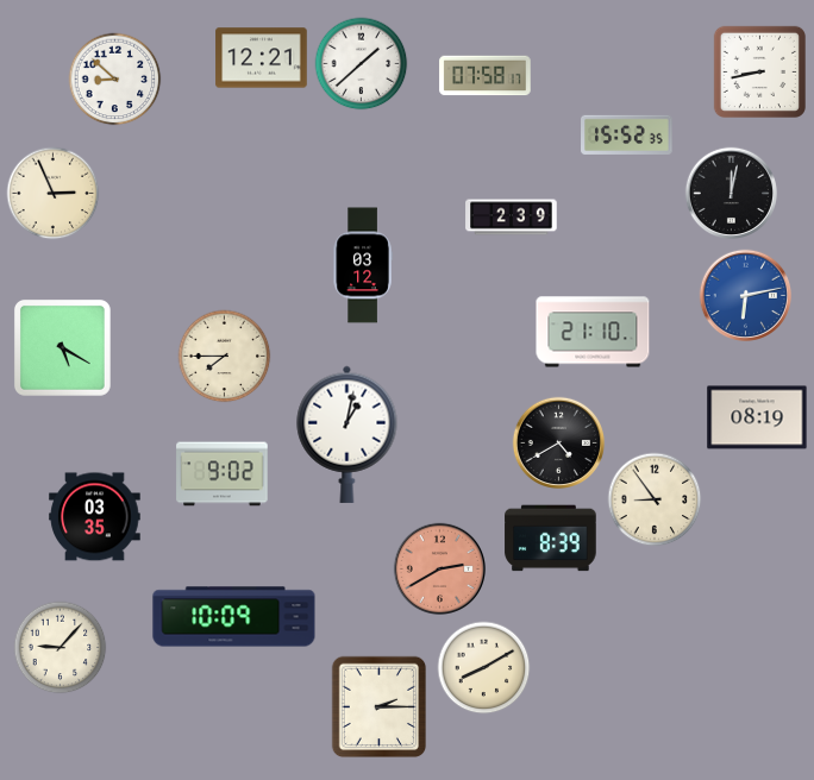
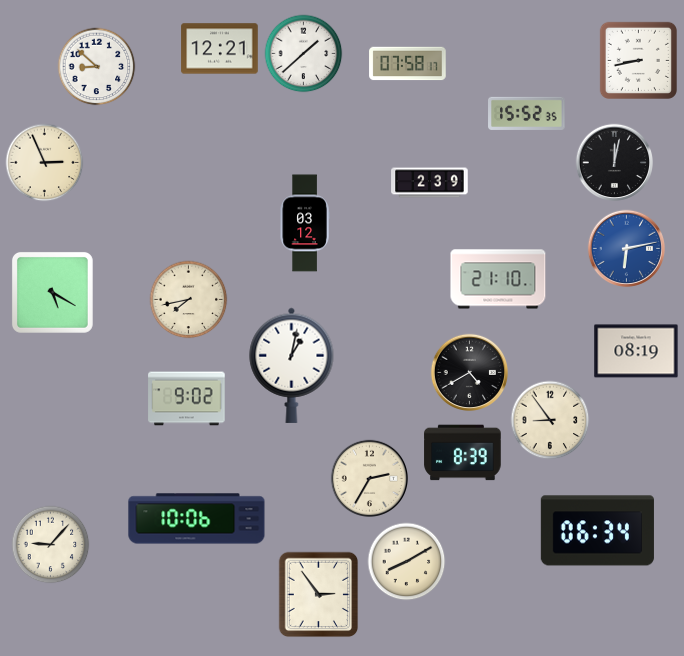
clock at (224, 356): 7:45 -> 7:43
clock at (95, 517): 03:35 -> none
clock at (439, 568): 2:40 -> 2:35
clock at (439, 568) dial: salmon -> cream
clock at (234, 617): 10:09 -> 10:06
clock at (597, 531): none -> 06:34
clock at (380, 706): 2:15 -> 2:54
